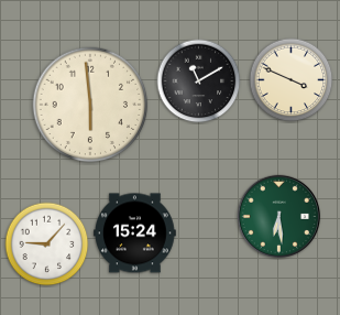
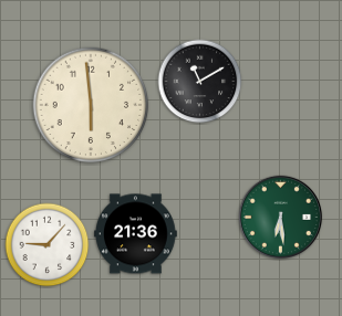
clock at (292, 80): 3:49 -> none
clock at (135, 233): 15:24 -> 21:36
